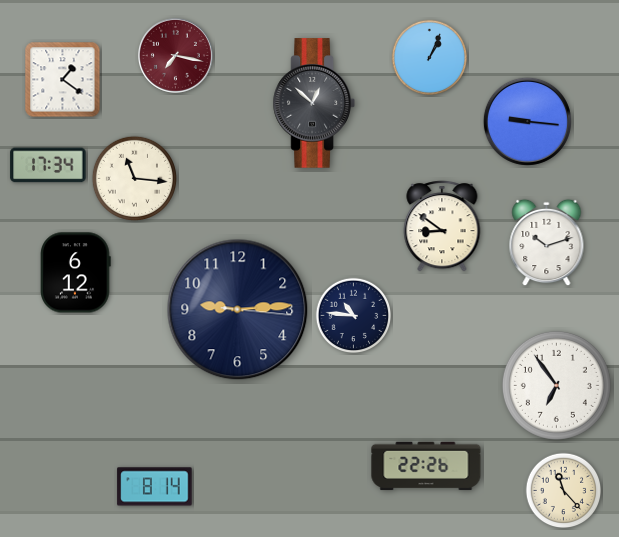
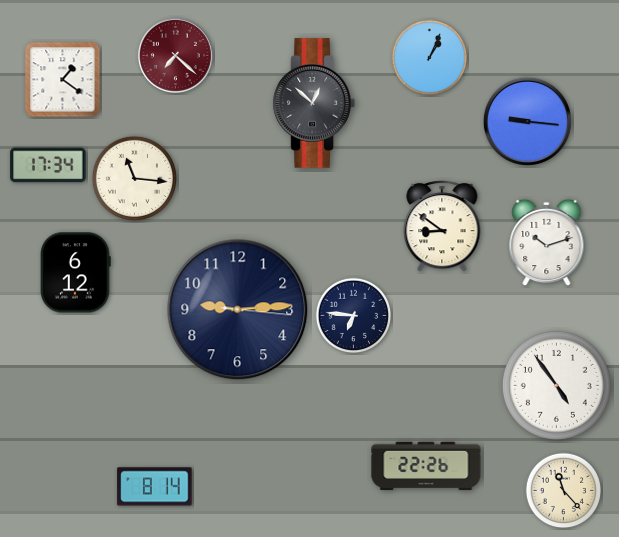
clock at (175, 55): 7:17 -> 7:22
clock at (354, 316): 10:46 -> 6:46
clock at (556, 385): 6:54 -> 4:54
